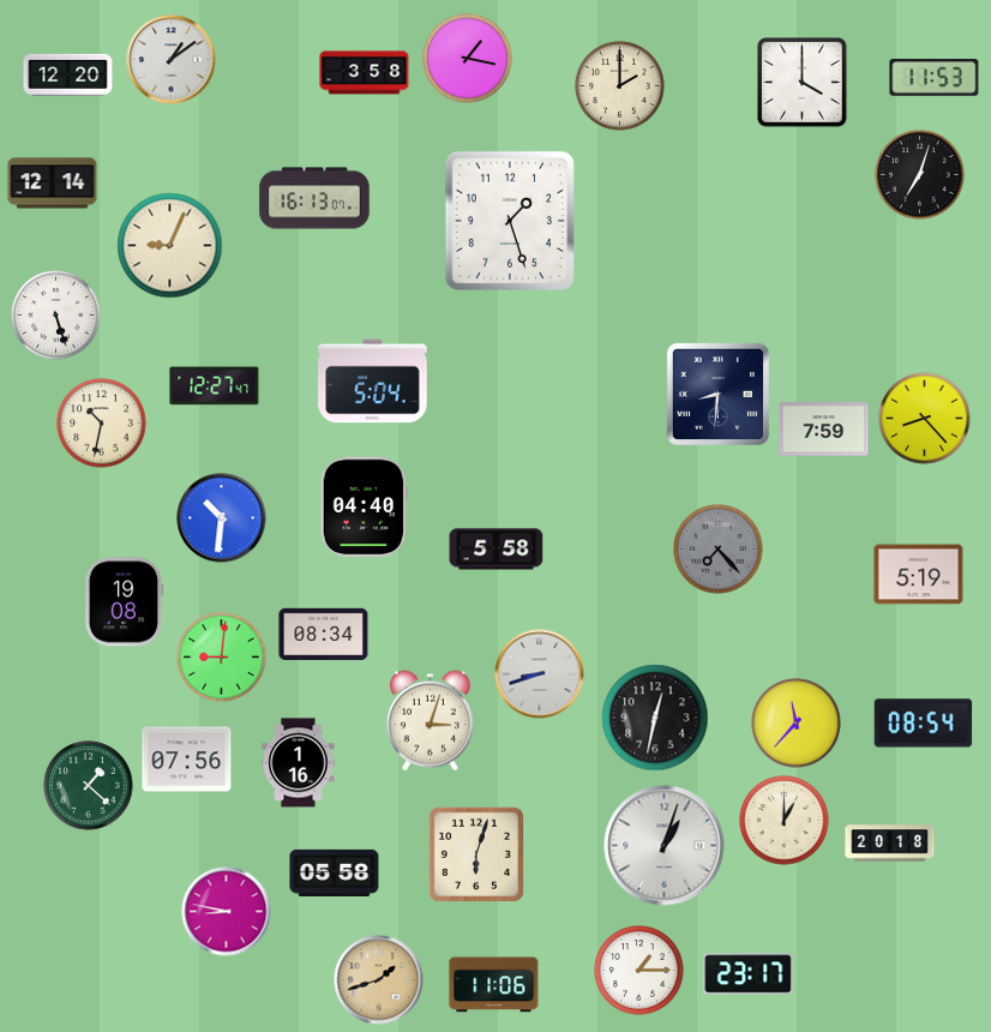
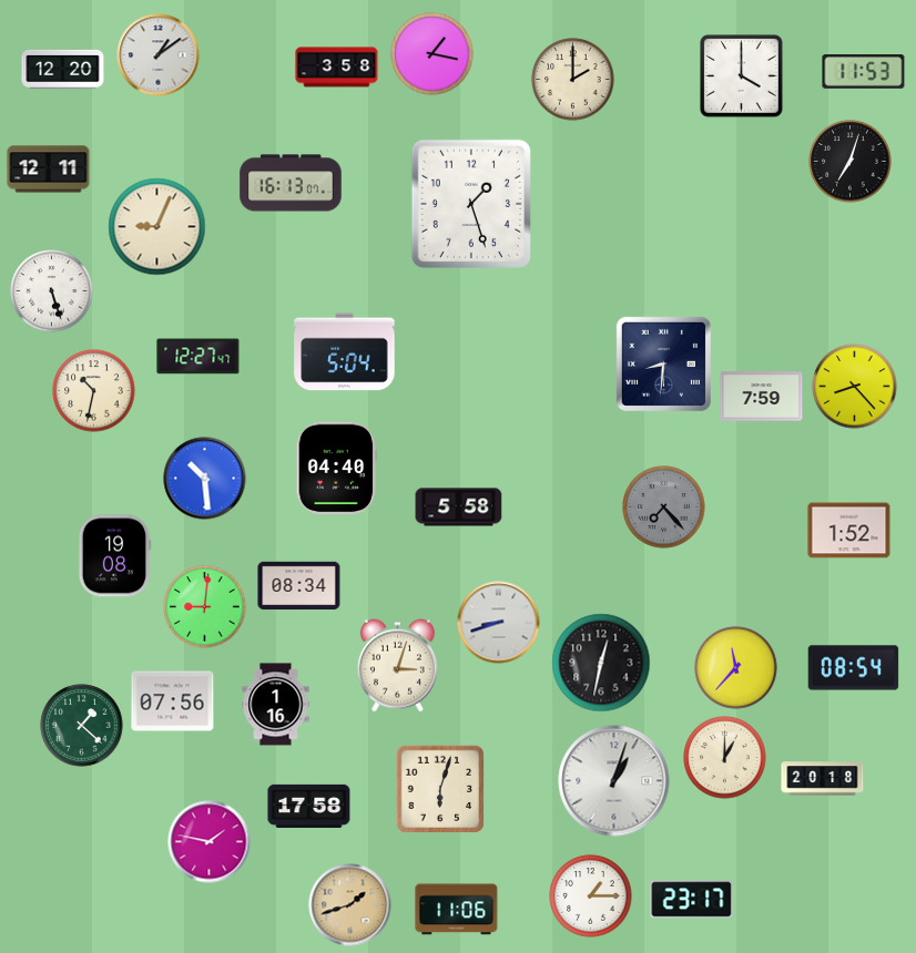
clock at (53, 184): 12:14 -> 12:11
clock at (222, 518): 10:31 -> 10:29
clock at (919, 575): 5:19 -> 1:52
clock at (655, 718) position: (655, 718) -> (601, 663)
clock at (335, 872): 05:58 -> 17:58
clock at (227, 912): 8:47 -> 1:47
